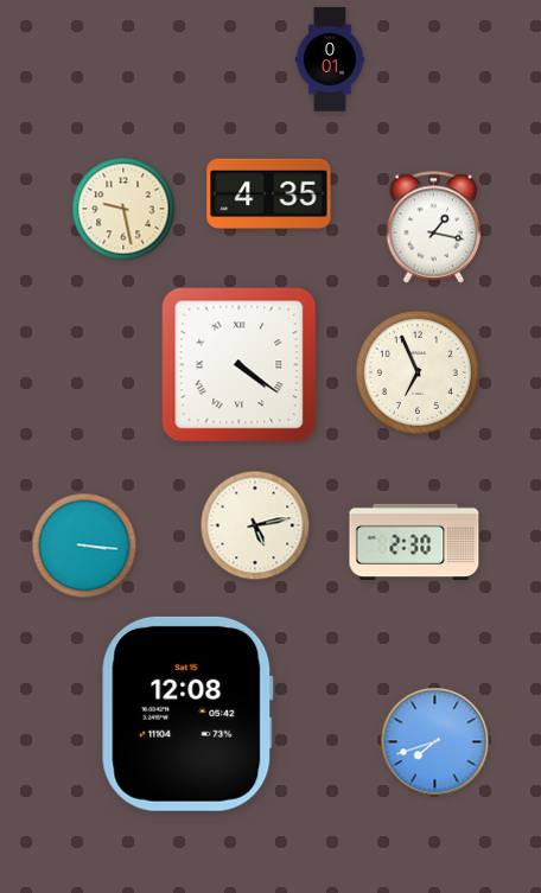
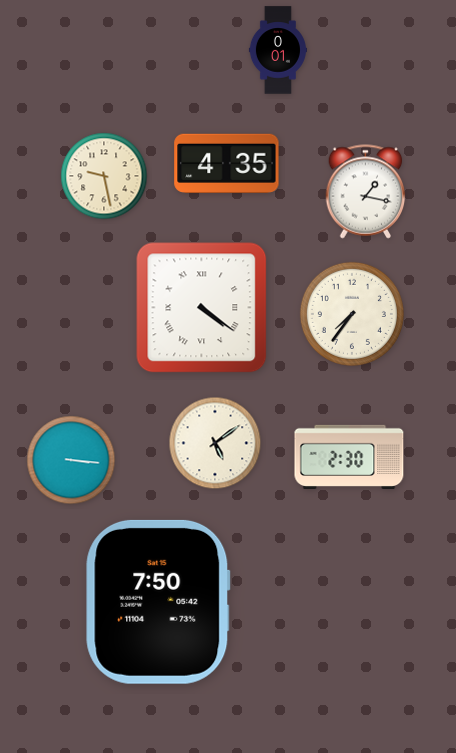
clock at (418, 372): 6:56 -> 7:36
clock at (255, 525): 5:13 -> 5:09
clock at (187, 714): 12:08 -> 7:50
clock at (435, 742): 7:42 -> none
